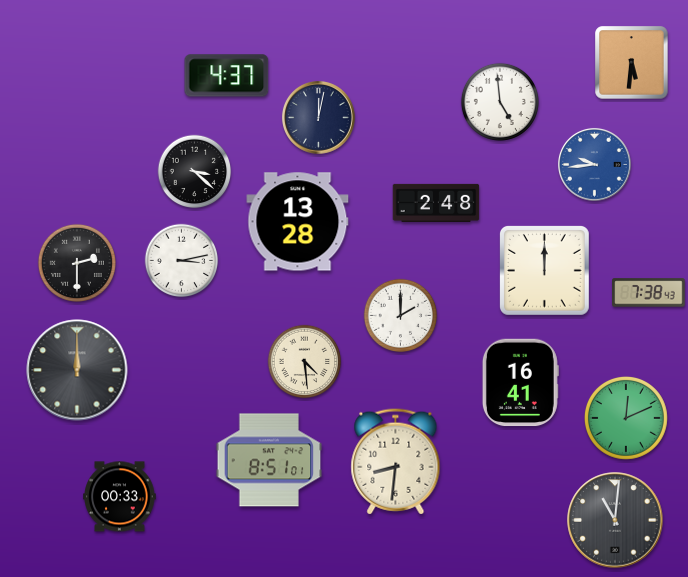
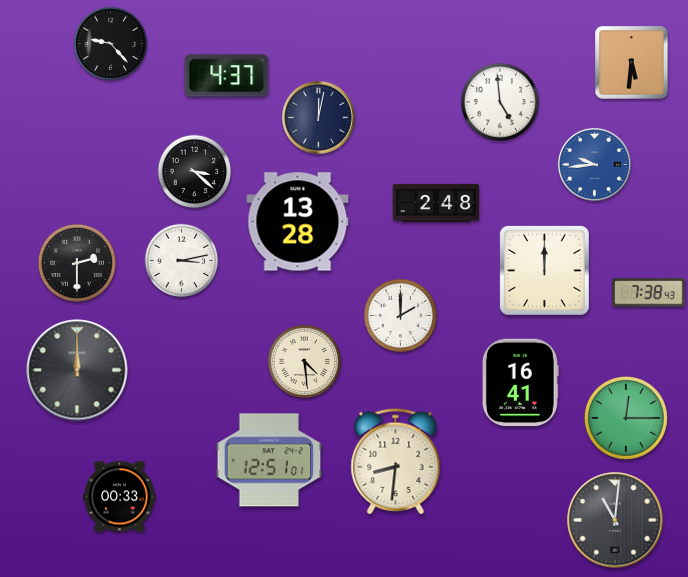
clock at (111, 44): none -> 9:23
clock at (626, 418): 12:11 -> 12:15
clock at (269, 460): 8:51 -> 12:51
